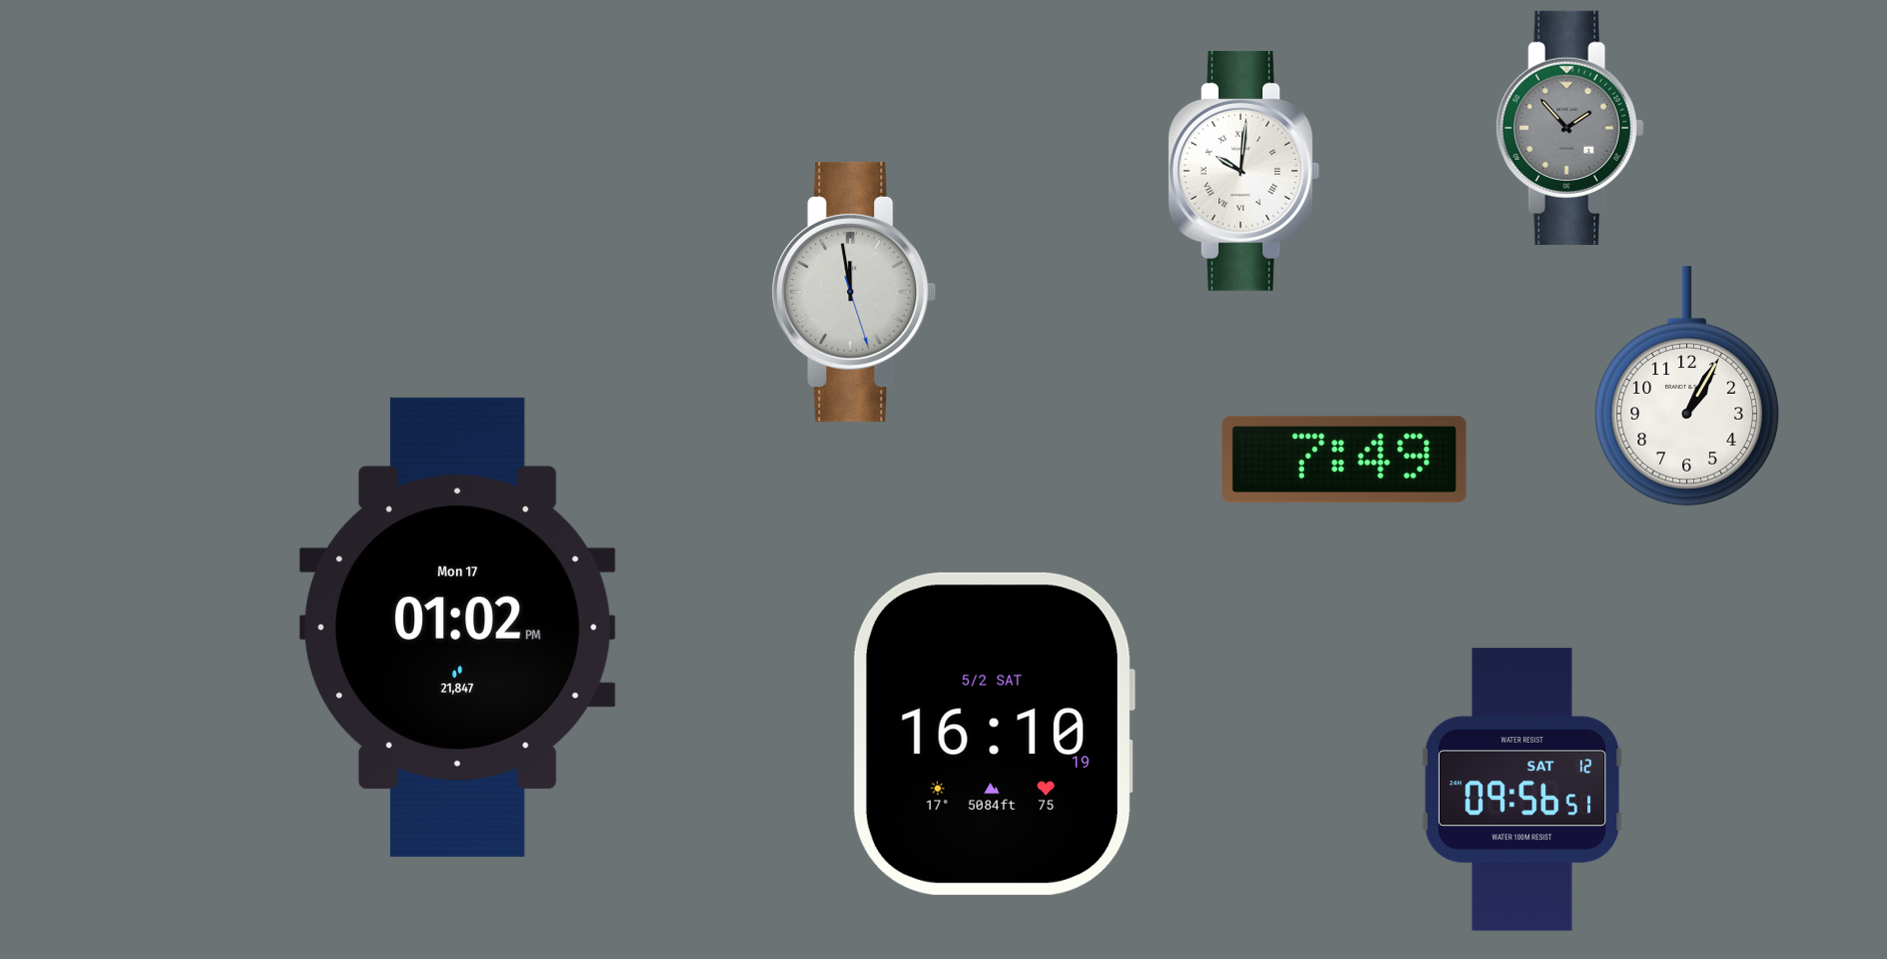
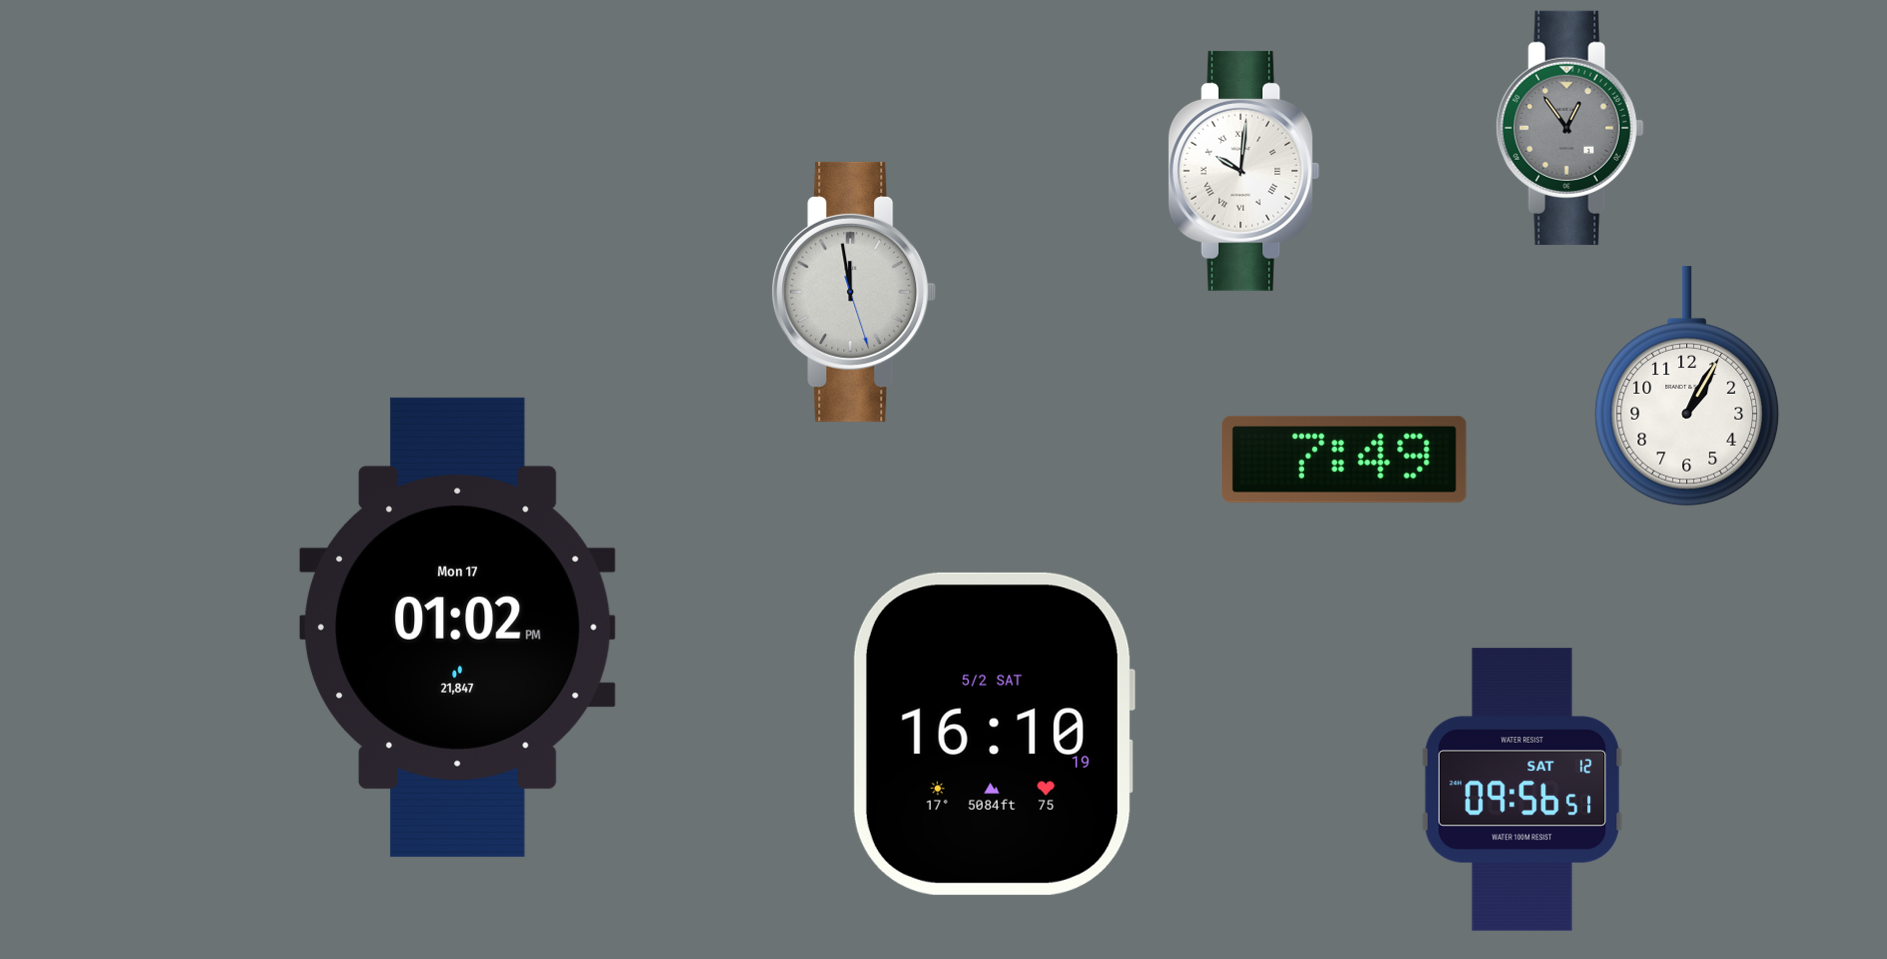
clock at (1570, 128): 1:53 -> 12:54
